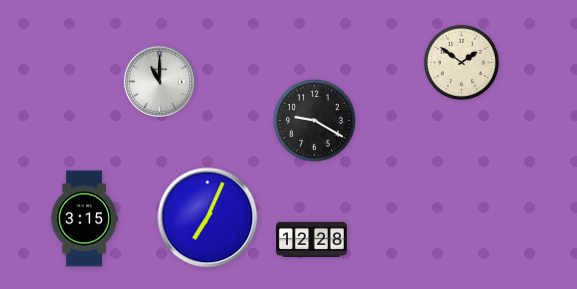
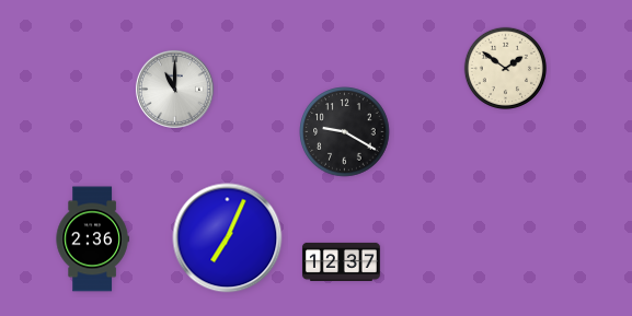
clock at (84, 219): 3:15 -> 2:36
clock at (311, 239): 12:28 -> 12:37
